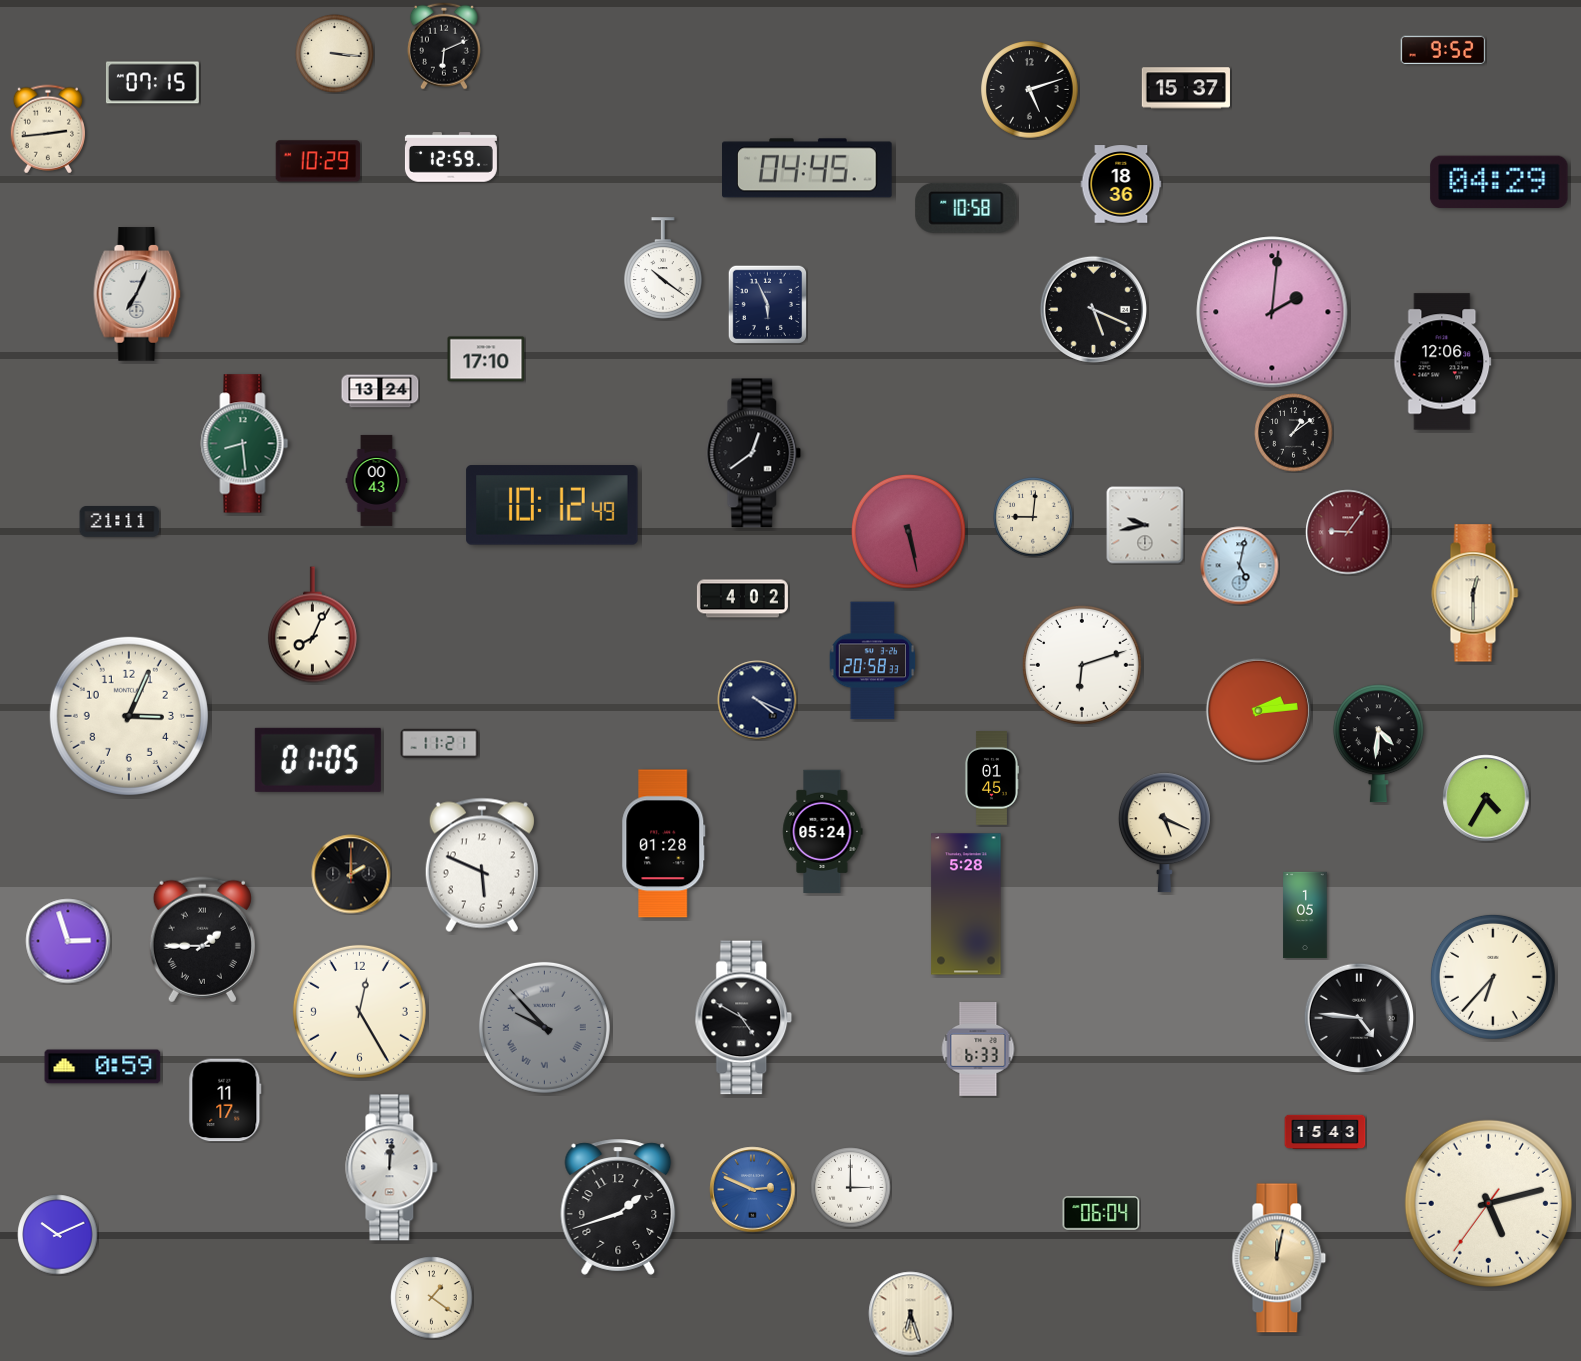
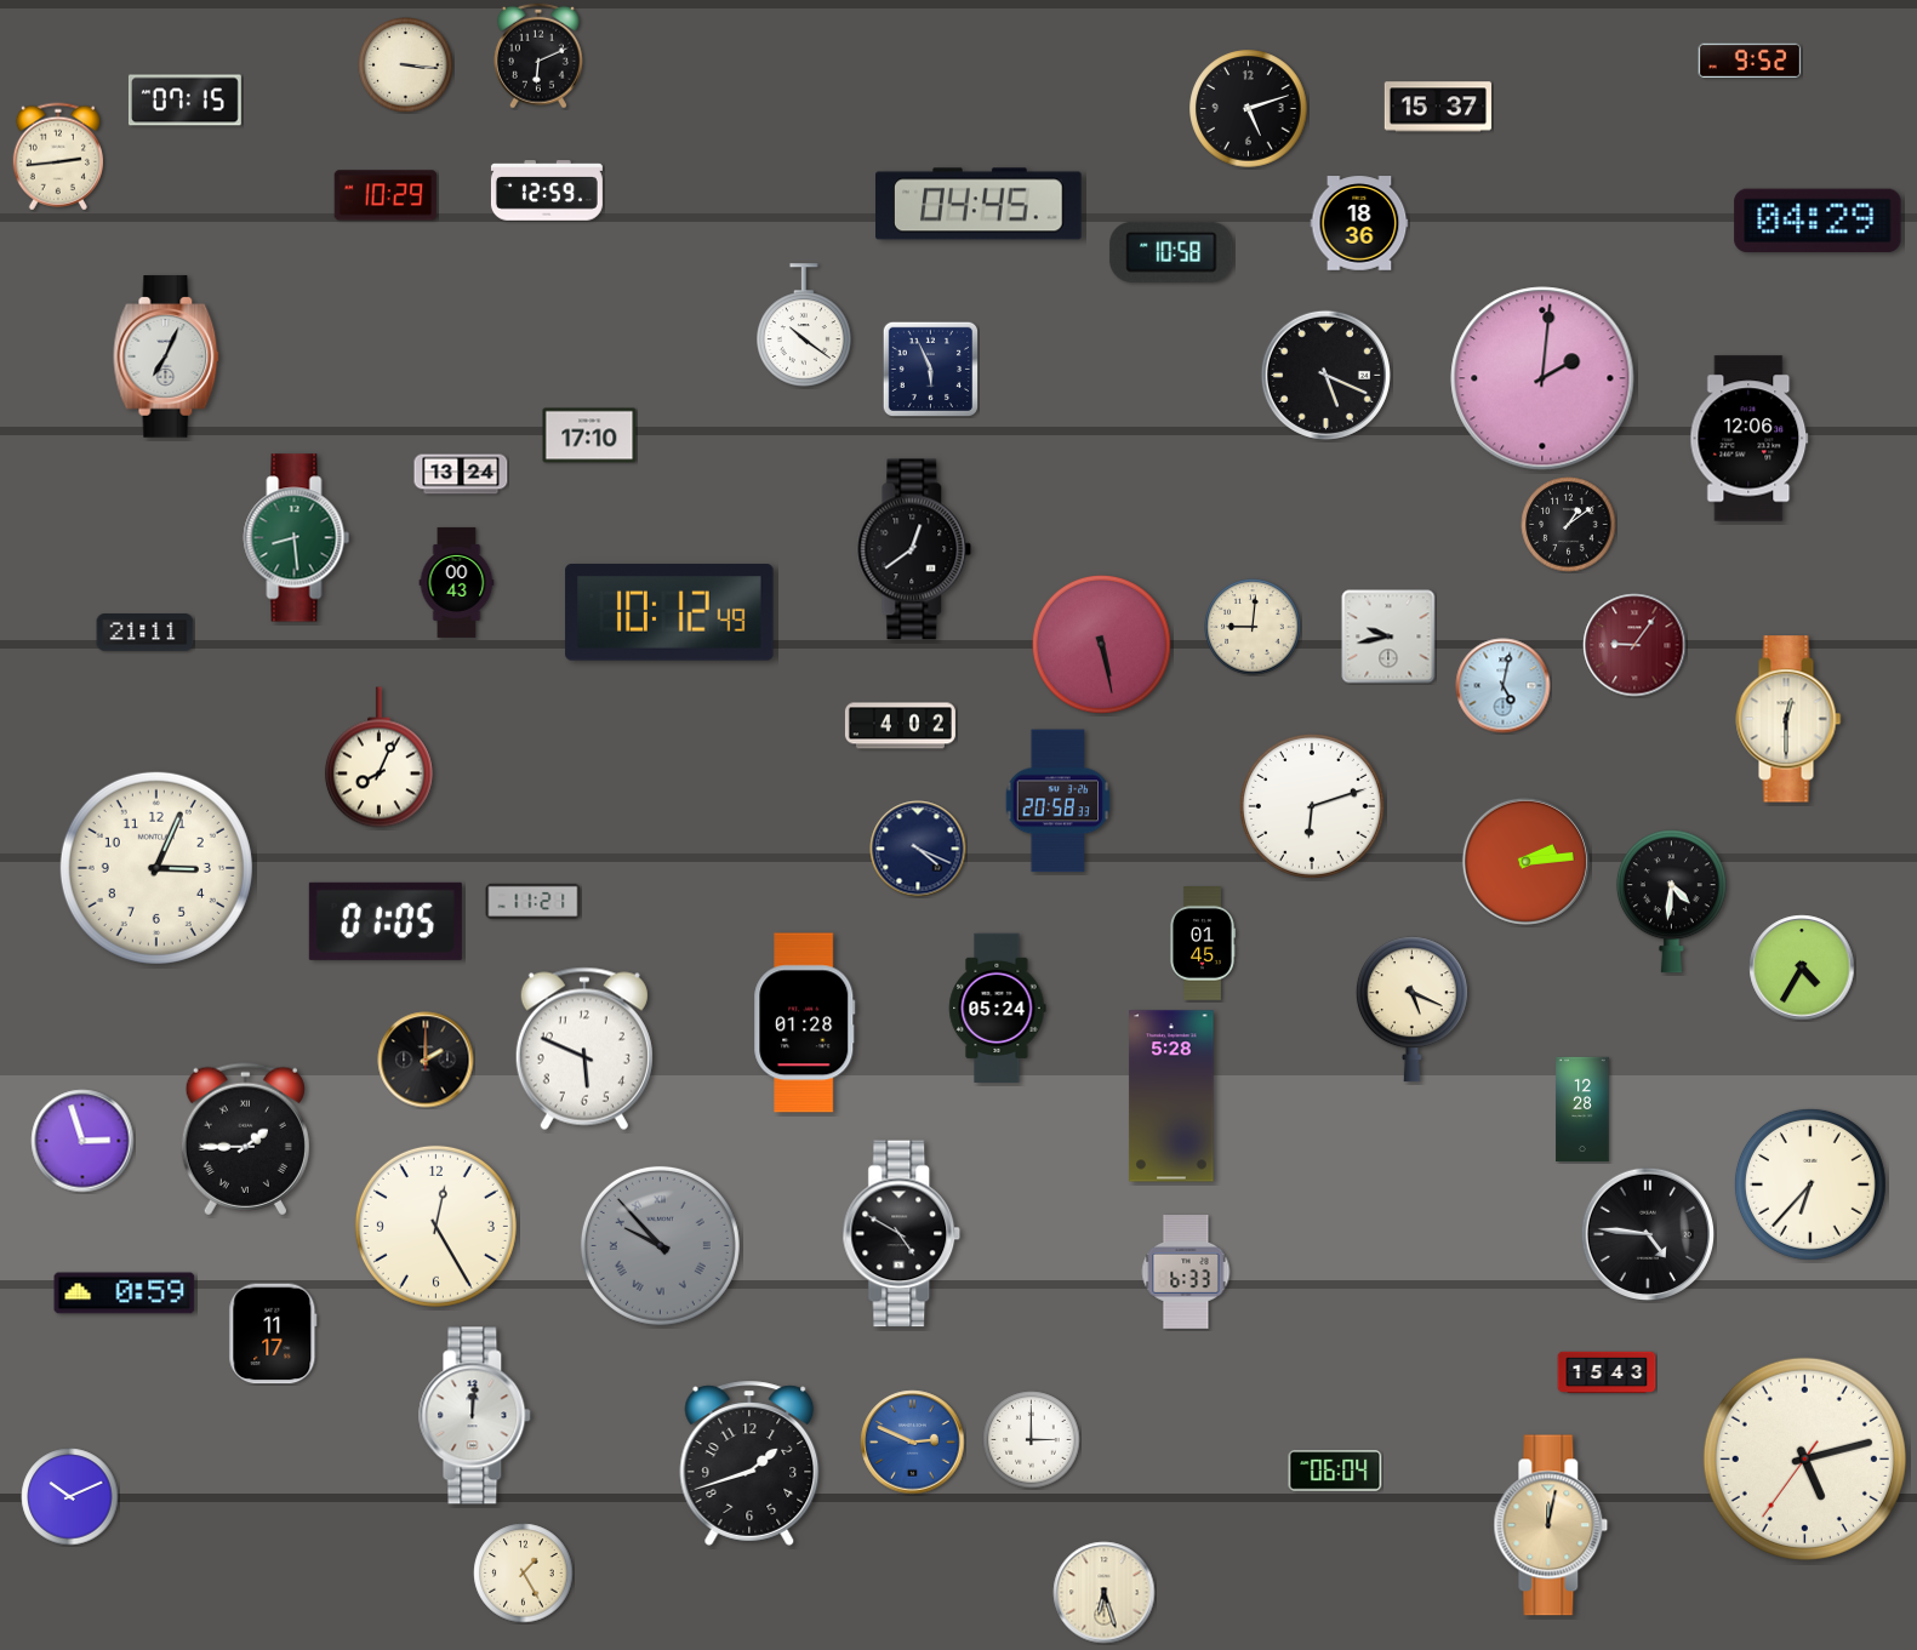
clock at (1305, 915): 1:05 -> 12:28
clock at (432, 1298): 1:21 -> 1:25
